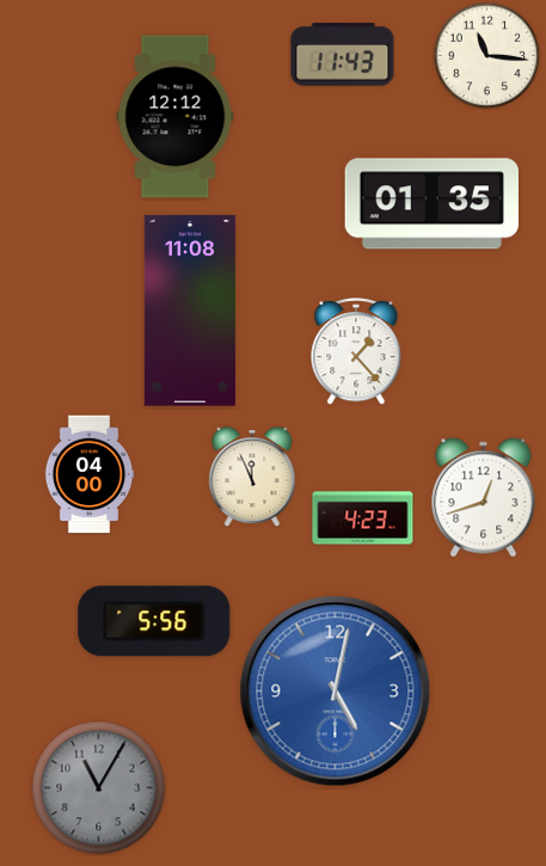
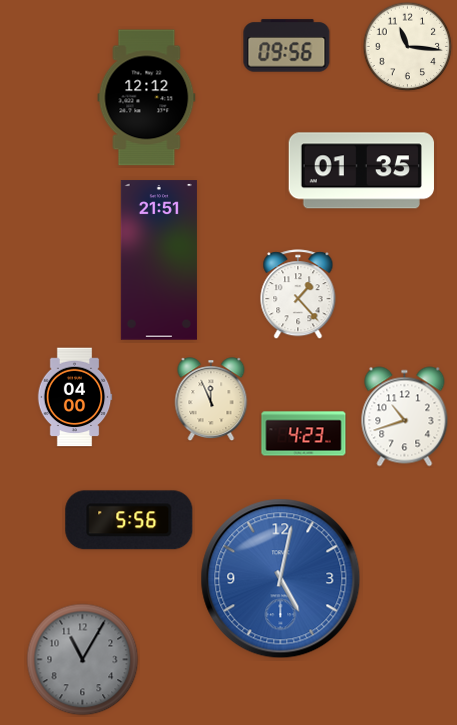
clock at (343, 55): 11:43 -> 09:56
clock at (190, 311): 11:08 -> 21:51
clock at (484, 498): 12:42 -> 10:42
